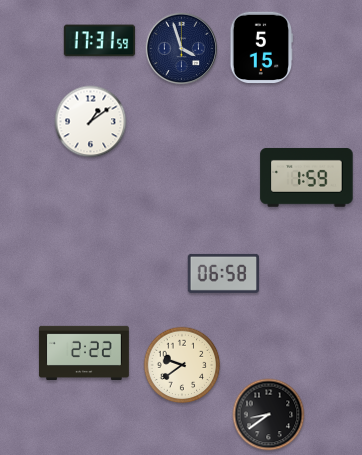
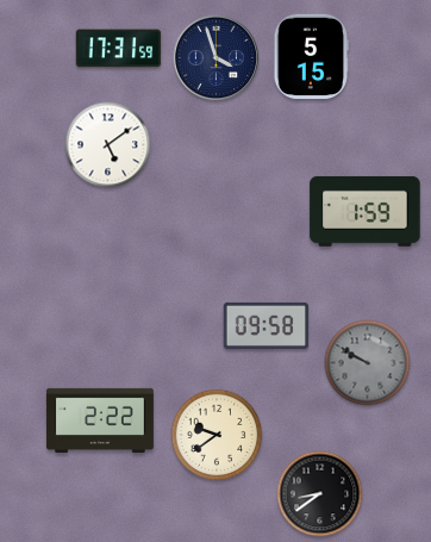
clock at (91, 122): 1:09 -> 5:09
clock at (224, 273): 06:58 -> 09:58
clock at (368, 363): none -> 9:50
